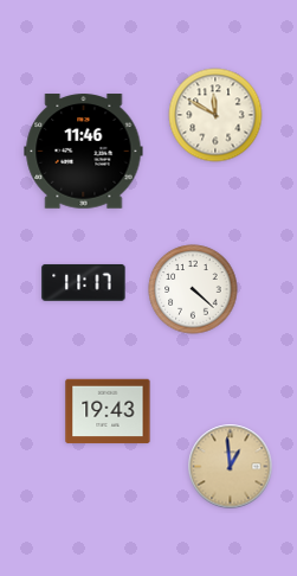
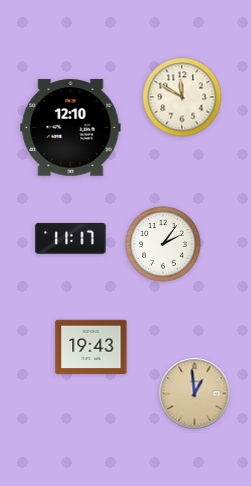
clock at (84, 152): 11:46 -> 12:10
clock at (193, 289): 4:22 -> 2:06
